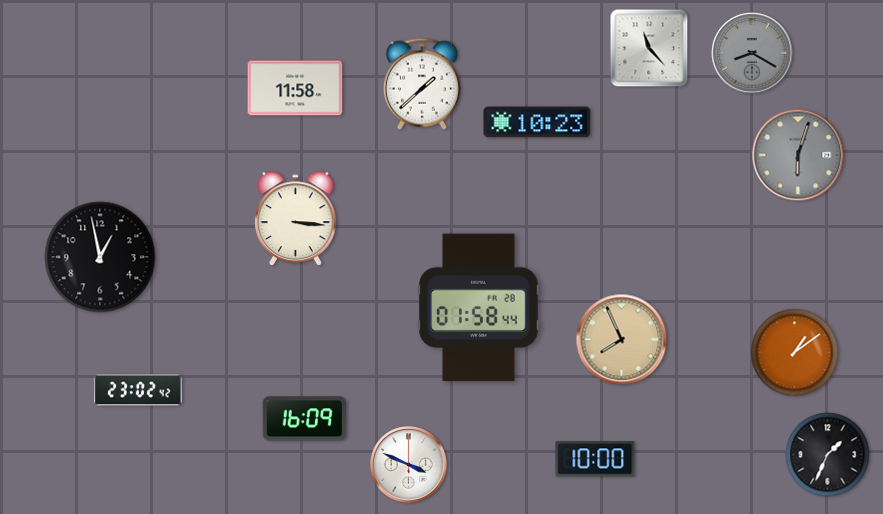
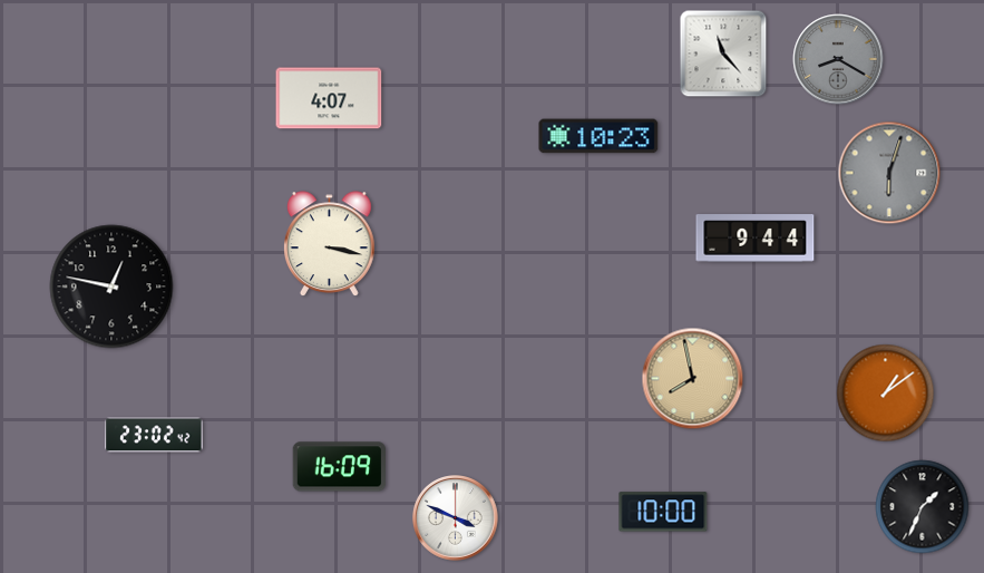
clock at (422, 84): 1:38 -> none
clock at (295, 88): 11:58 -> 4:07
clock at (756, 239): none -> 9:44
clock at (296, 219): 3:16 -> 3:17
clock at (100, 257): 12:58 -> 12:47
clock at (479, 308): 01:58 -> none
clock at (622, 340): 7:56 -> 7:58
